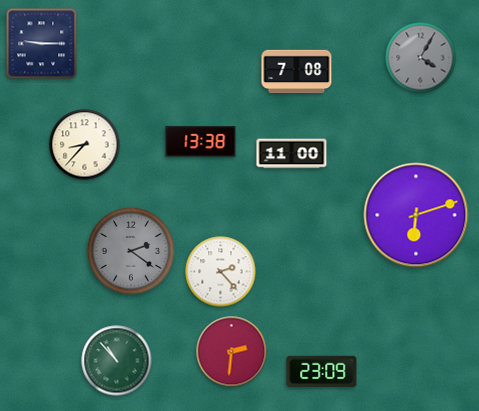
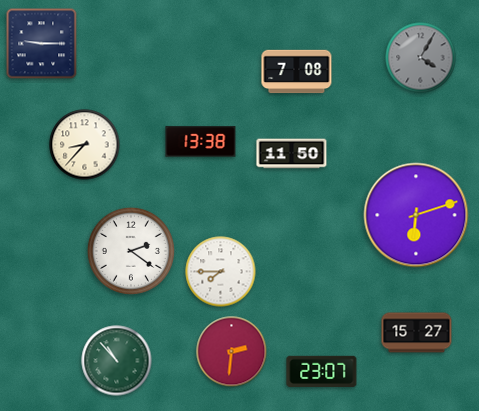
clock at (292, 154): 11:00 -> 11:50
clock at (131, 251) dial: grey -> white
clock at (221, 272): 2:23 -> 7:45
clock at (417, 333): none -> 15:27
clock at (322, 371): 23:09 -> 23:07
